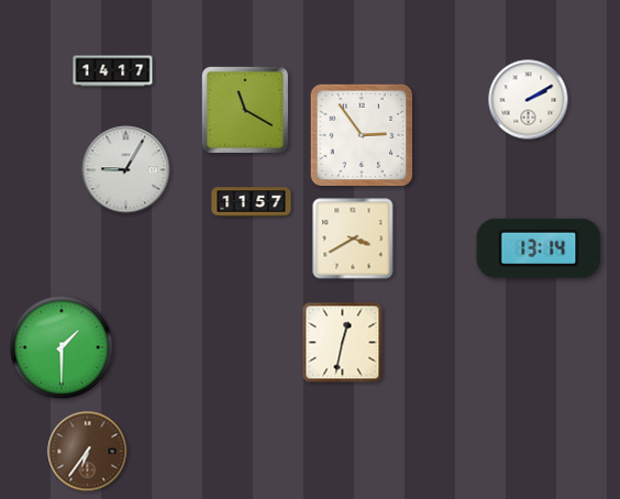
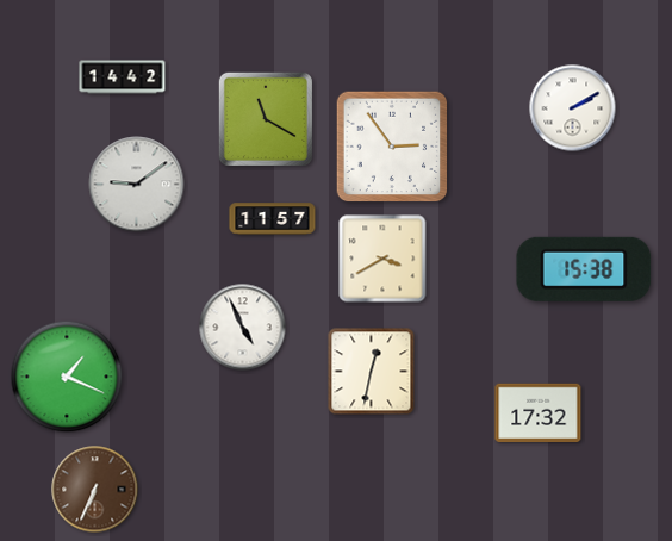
clock at (113, 71): 14:17 -> 14:42
clock at (126, 170): 9:05 -> 9:09
clock at (539, 248): 13:14 -> 15:38
clock at (243, 328): none -> 4:56
clock at (62, 347): 1:30 -> 1:19
clock at (539, 412): none -> 17:32
clock at (88, 452): 6:36 -> 6:34
